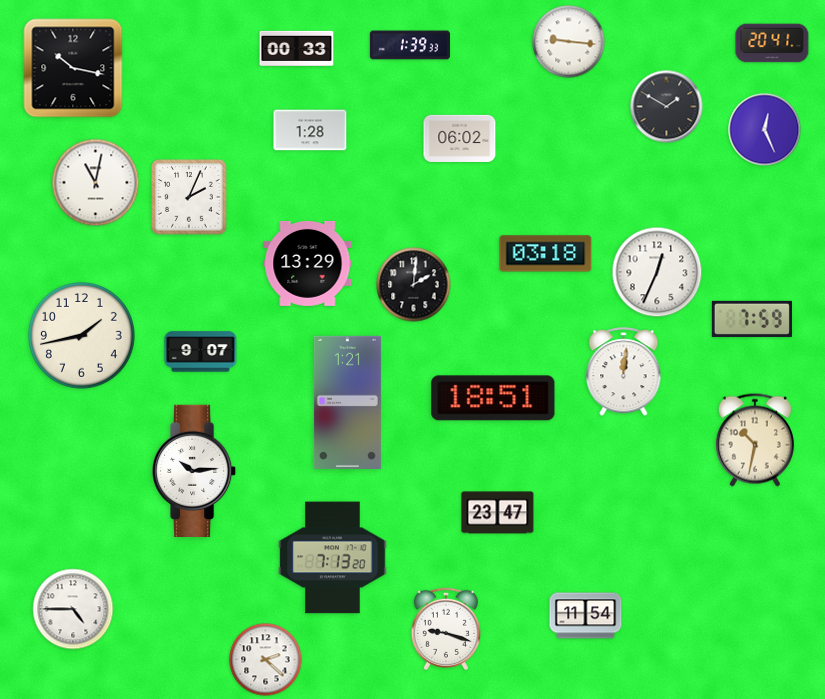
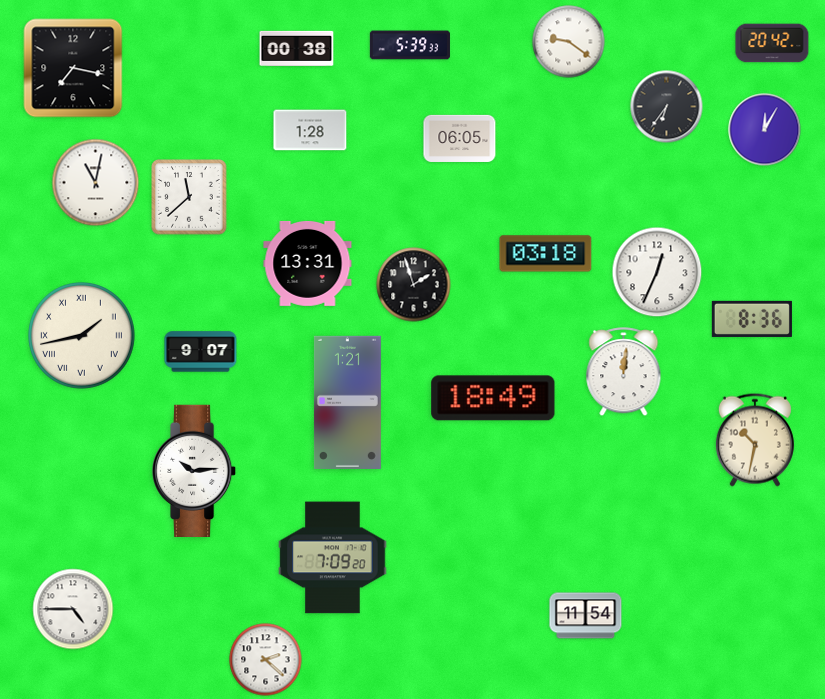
clock at (569, 42): 9:16 -> 9:21
clock at (772, 43): 20:41 -> 20:42
clock at (410, 45): 1:39 -> 5:39
clock at (297, 48): 00:33 -> 00:38
clock at (73, 68): 10:17 -> 7:17
clock at (667, 107): 1:50 -> 6:36
clock at (765, 130): 12:26 -> 12:05
clock at (460, 138): 06:02 -> 06:05
clock at (189, 197): 2:04 -> 11:38
clock at (308, 263): 13:29 -> 13:31
clock at (414, 285): 2:01 -> 1:57
clock at (752, 319): 7:59 -> 8:36
clock at (82, 336) numerals: Arabic -> Roman
clock at (493, 398): 18:51 -> 18:49
clock at (498, 513): 23:47 -> none
clock at (333, 558): 7:13 -> 7:09
clock at (445, 629): 9:18 -> none
